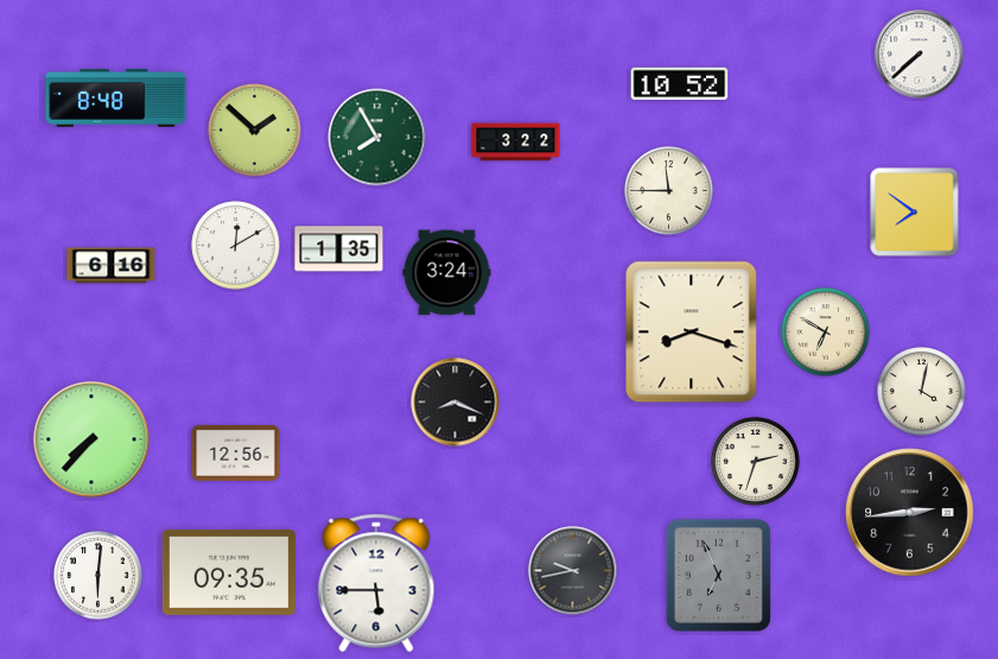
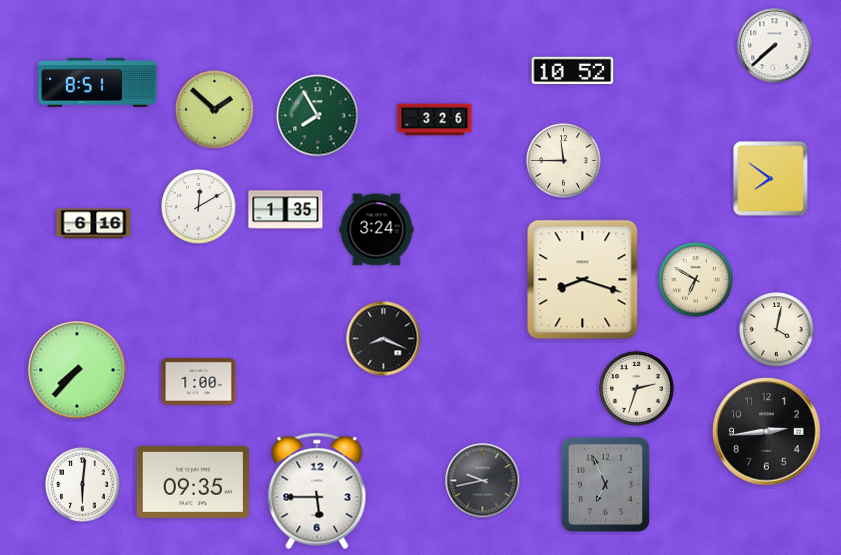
clock at (116, 99): 8:48 -> 8:51
clock at (516, 142): 3:22 -> 3:26
clock at (236, 452): 12:56 -> 1:00
